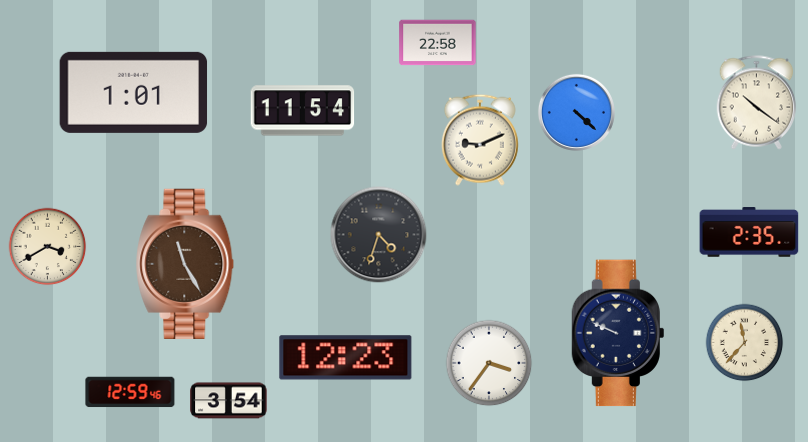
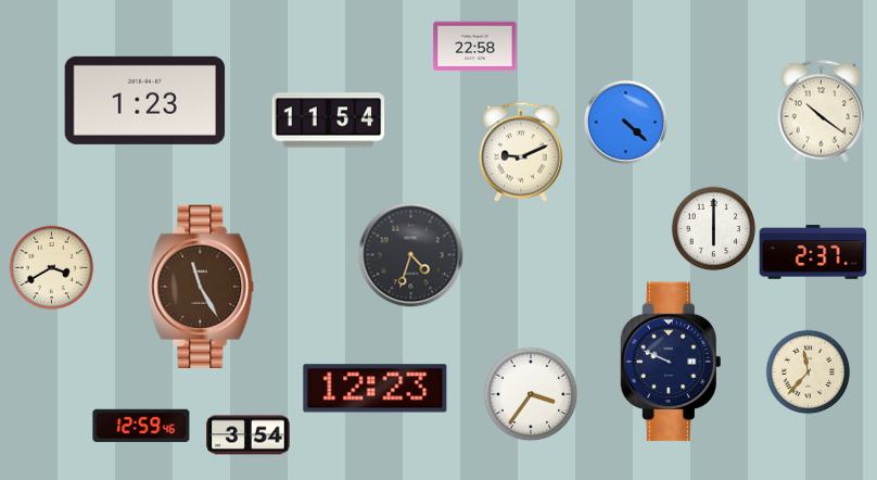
clock at (134, 92): 1:01 -> 1:23
clock at (713, 228): none -> 6:00
clock at (749, 232): 2:35 -> 2:37
